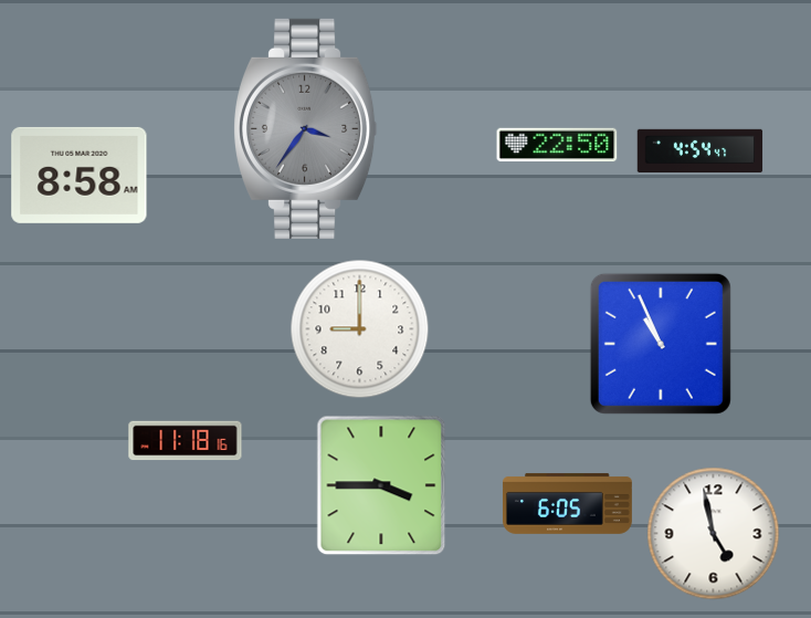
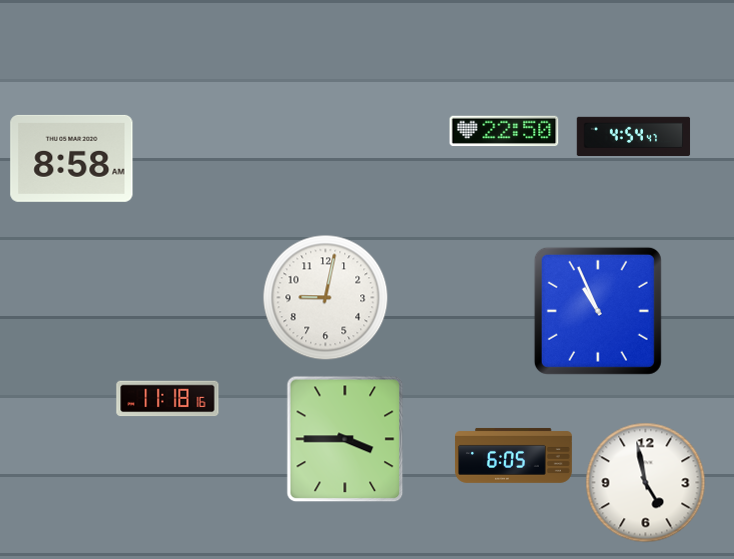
clock at (306, 128): 3:36 -> none
clock at (360, 329): 9:00 -> 9:02
